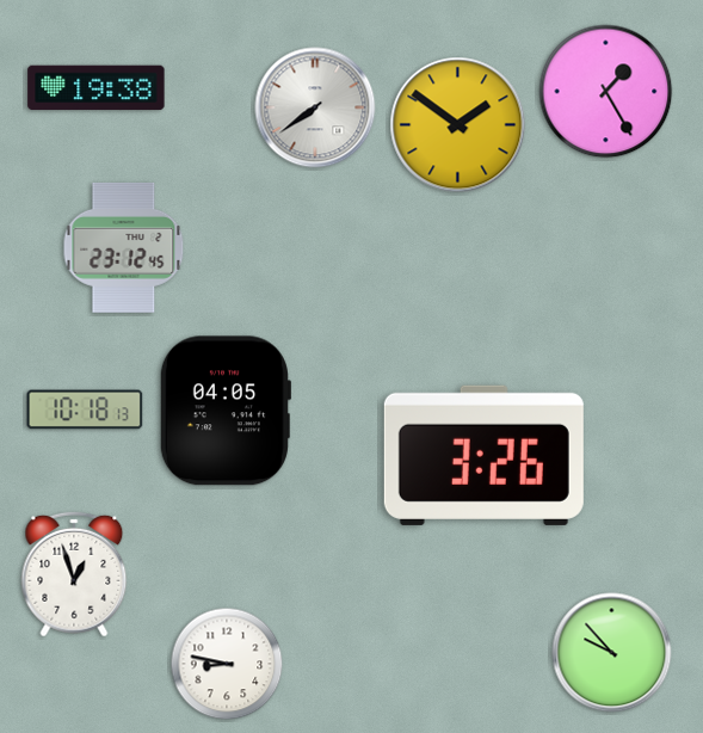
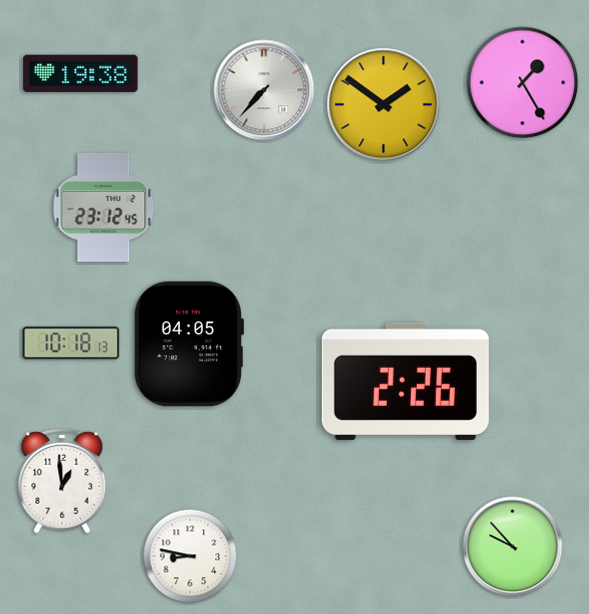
clock at (606, 92) position: (606, 92) -> (523, 83)
clock at (315, 107): 7:39 -> 7:37
clock at (483, 455): 3:26 -> 2:26
clock at (74, 574): 12:57 -> 12:59
